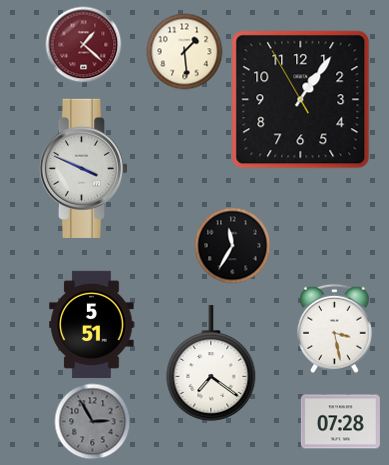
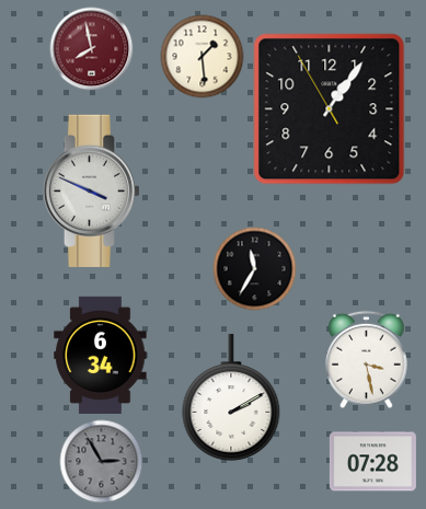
clock at (84, 45): 1:22 -> 7:58
clock at (83, 168) position: (83, 168) -> (91, 190)
clock at (92, 324): 5:51 -> 6:34
clock at (211, 363): 7:21 -> 2:10
